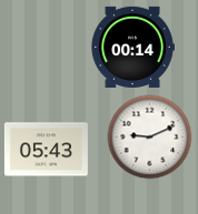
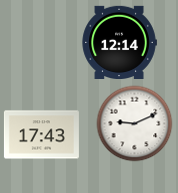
clock at (132, 47): 00:14 -> 12:14
clock at (46, 150): 05:43 -> 17:43
